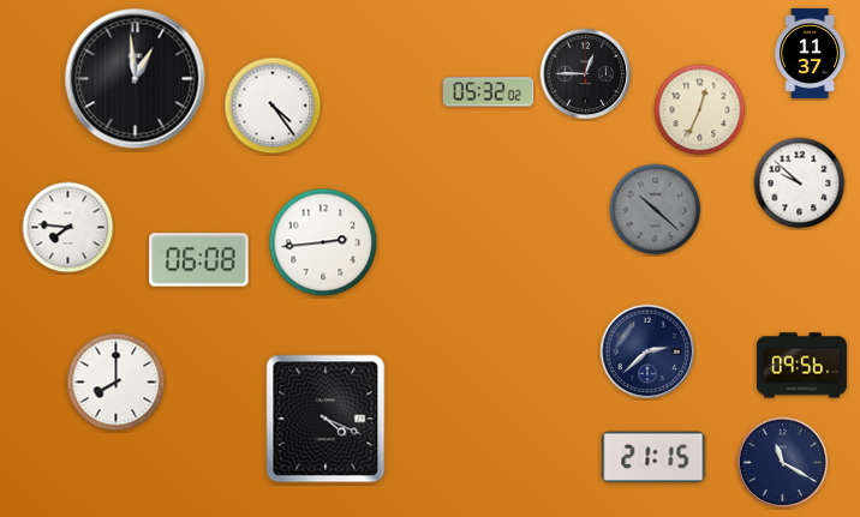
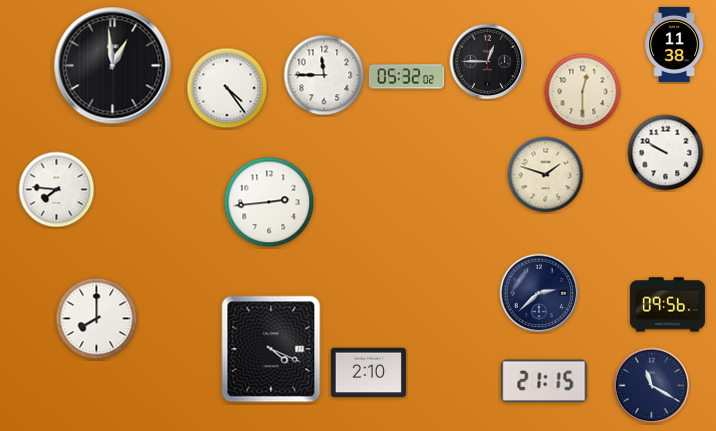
clock at (811, 53): 11:37 -> 11:38
clock at (324, 75): none -> 11:45
clock at (700, 110): 12:34 -> 12:30
clock at (800, 184): 9:52 -> 9:50
clock at (656, 210): 10:22 -> 1:48
clock at (656, 210) dial: grey -> cream
clock at (199, 260): 06:08 -> none
clock at (368, 373): none -> 2:10
